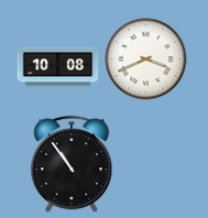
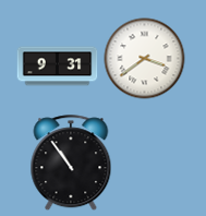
clock at (146, 59): 3:41 -> 3:39
clock at (58, 67): 10:08 -> 9:31
